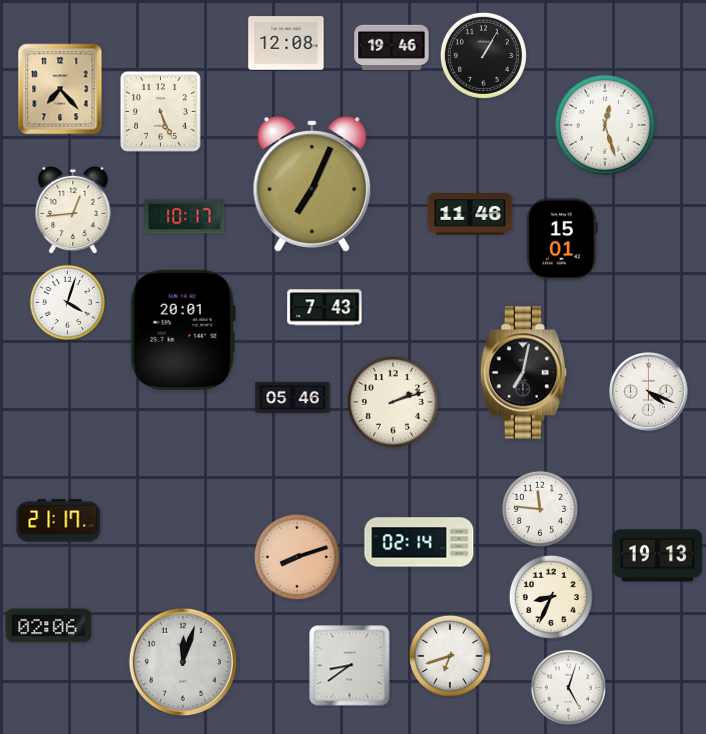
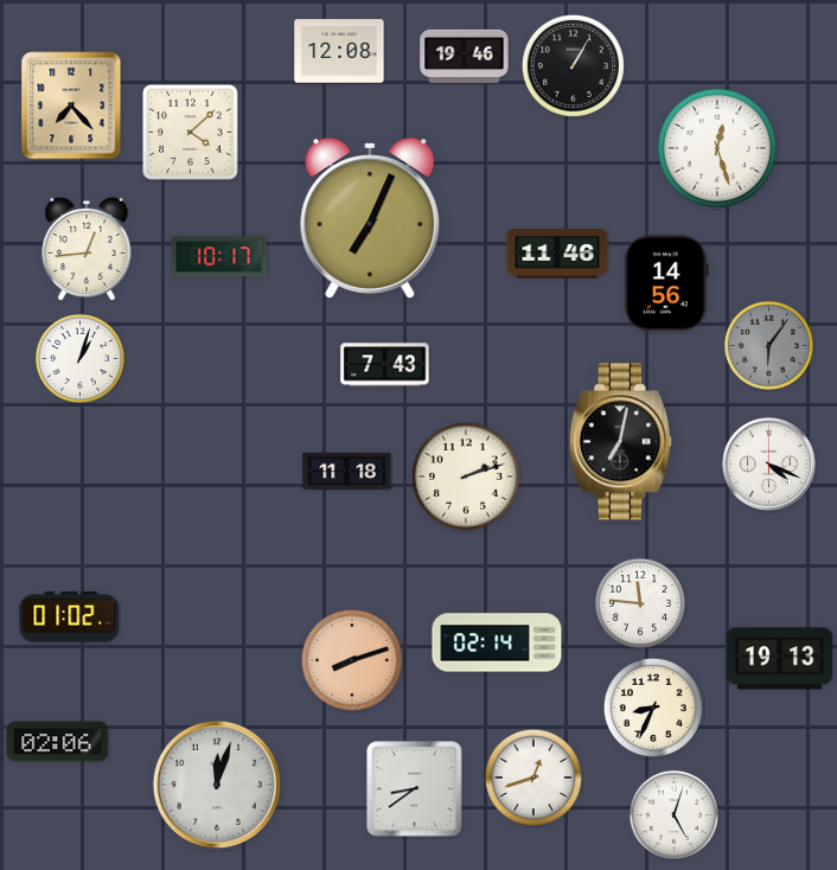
clock at (161, 112): 5:26 -> 4:08
clock at (562, 239): 15:01 -> 14:56
clock at (768, 345): none -> 6:06
clock at (67, 302): 4:03 -> 1:03
clock at (183, 330): 20:01 -> none
clock at (293, 398): 05:46 -> 11:18
clock at (59, 521): 21:17 -> 01:02
clock at (450, 656): 6:42 -> 12:42
